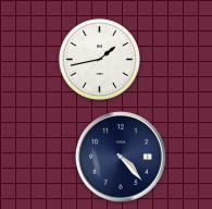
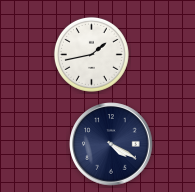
clock at (121, 157): 4:23 -> 4:20
